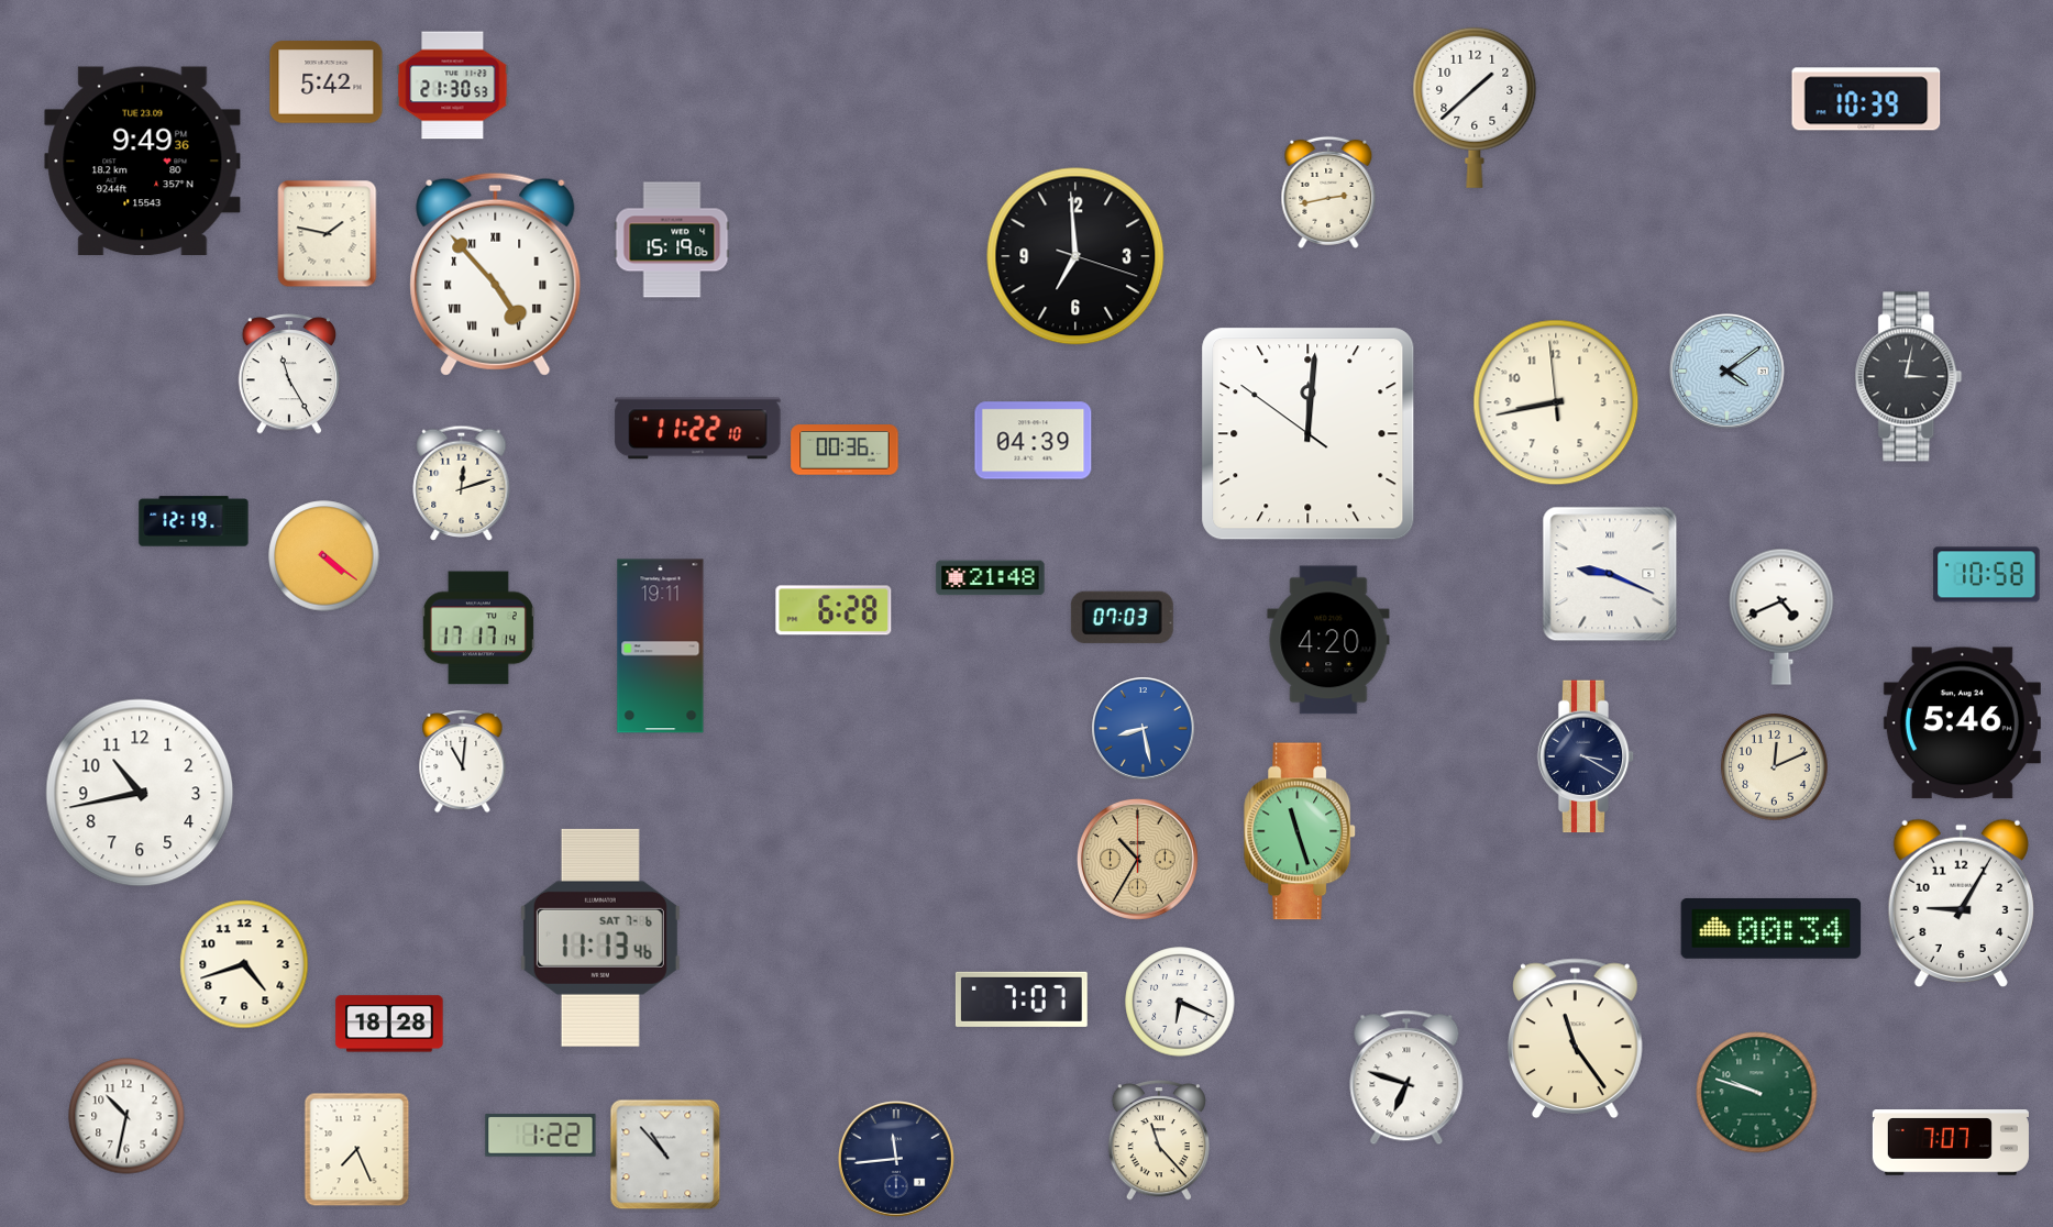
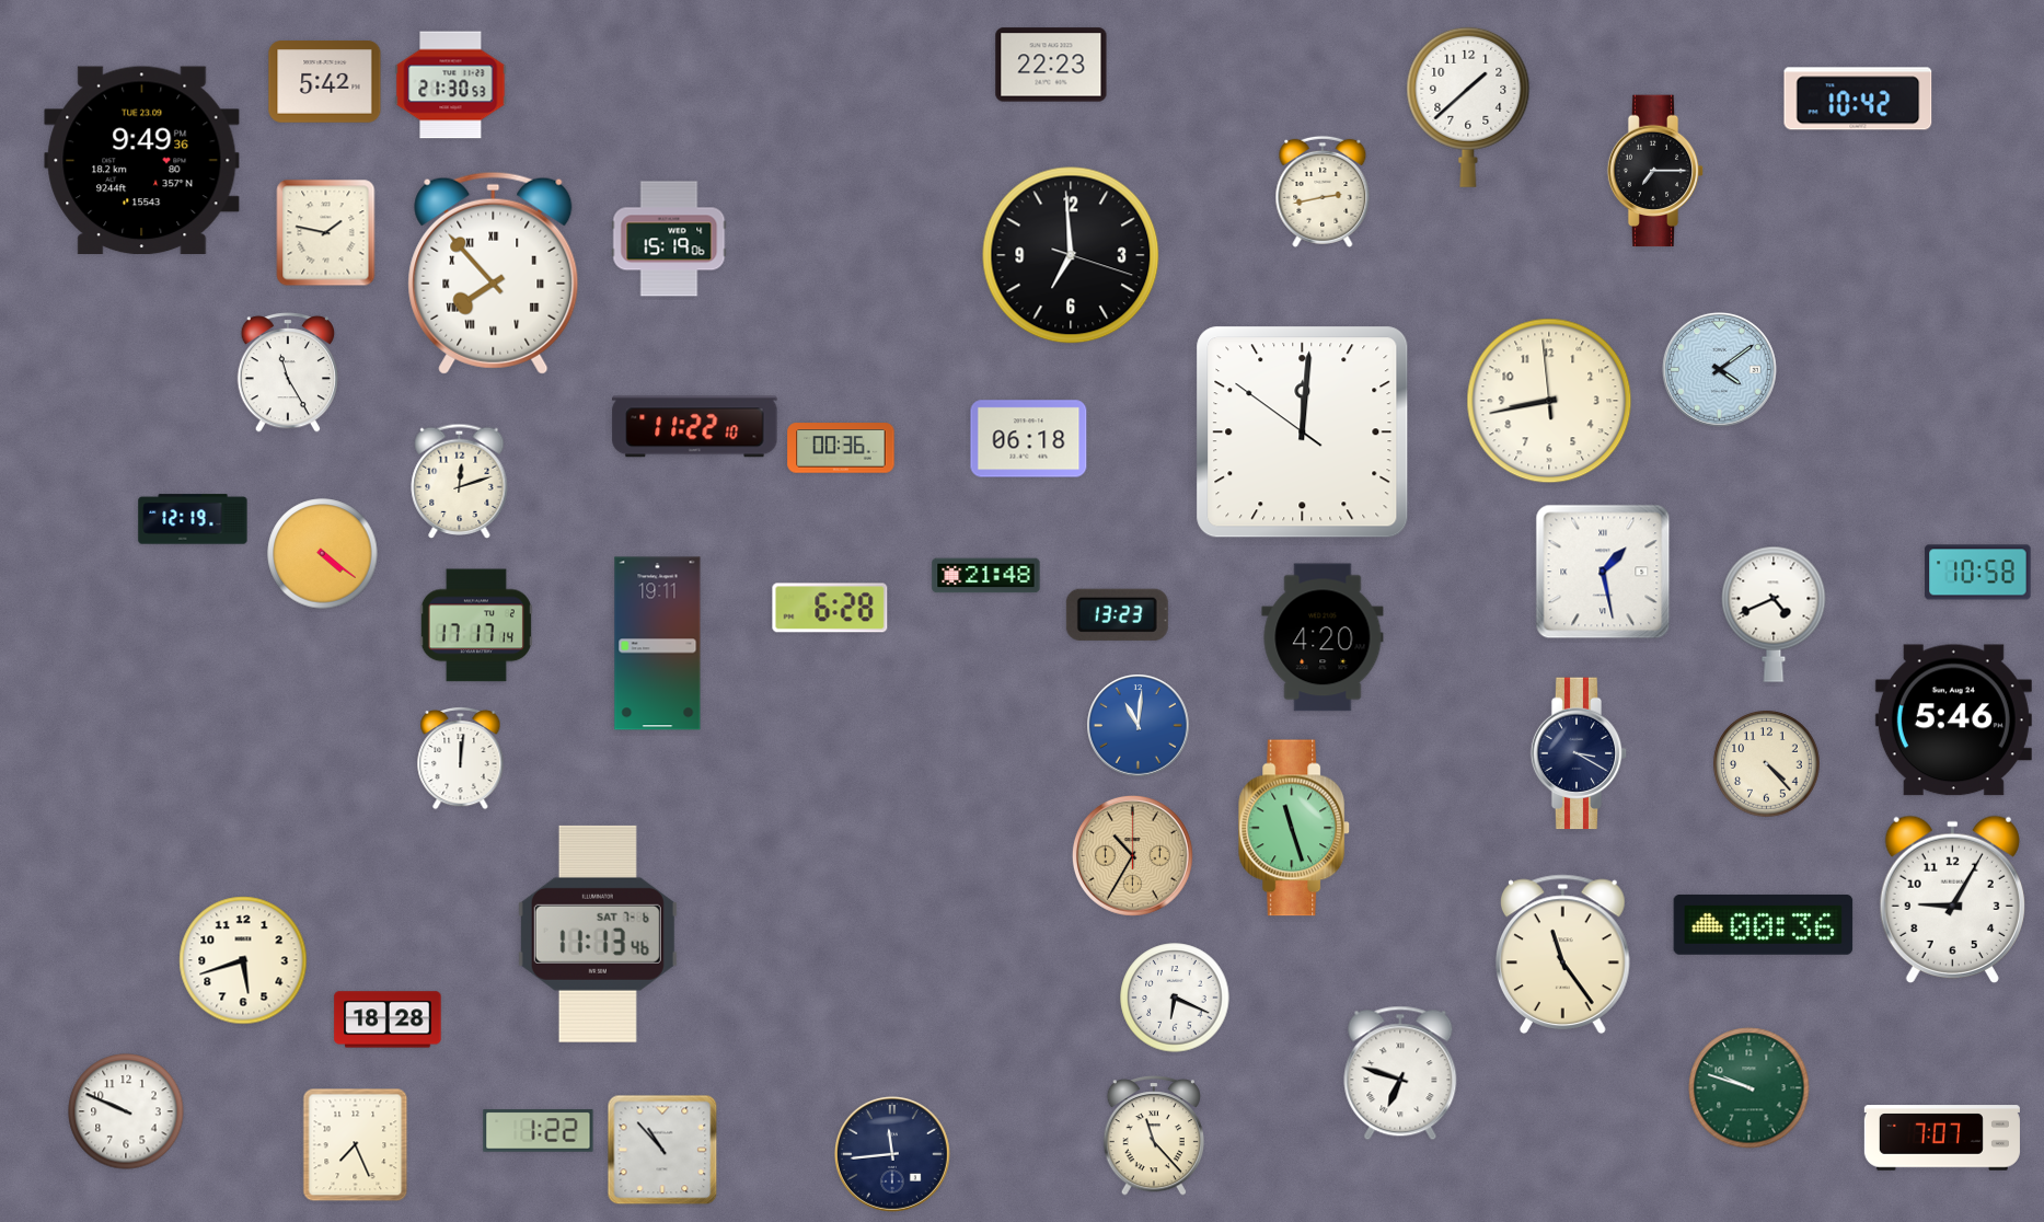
clock at (1051, 65): none -> 22:23
clock at (1866, 99): 10:39 -> 10:42
clock at (1655, 171): none -> 7:15
clock at (496, 274): 4:53 -> 7:53
clock at (1909, 377): 3:02 -> none
clock at (1034, 441): 04:39 -> 06:18
clock at (1610, 574): 9:19 -> 1:28
clock at (1122, 617): 07:03 -> 13:23
clock at (1144, 729): 8:28 -> 11:01
clock at (463, 761): 11:01 -> 12:01
clock at (1775, 767): 12:11 -> 4:23
clock at (140, 793): 10:43 -> none
clock at (1771, 928): 00:34 -> 00:36
clock at (244, 964): 4:42 -> 5:42
clock at (1022, 999): 7:07 -> none
clock at (1575, 1039) position: (1575, 1039) -> (1562, 955)
clock at (126, 1116): 10:32 -> 9:49
